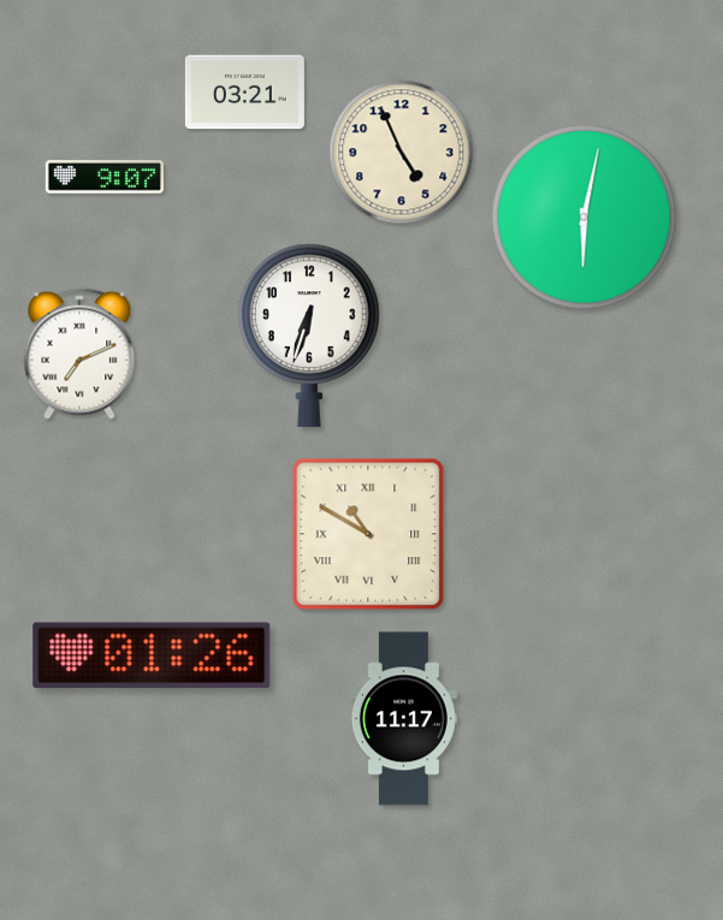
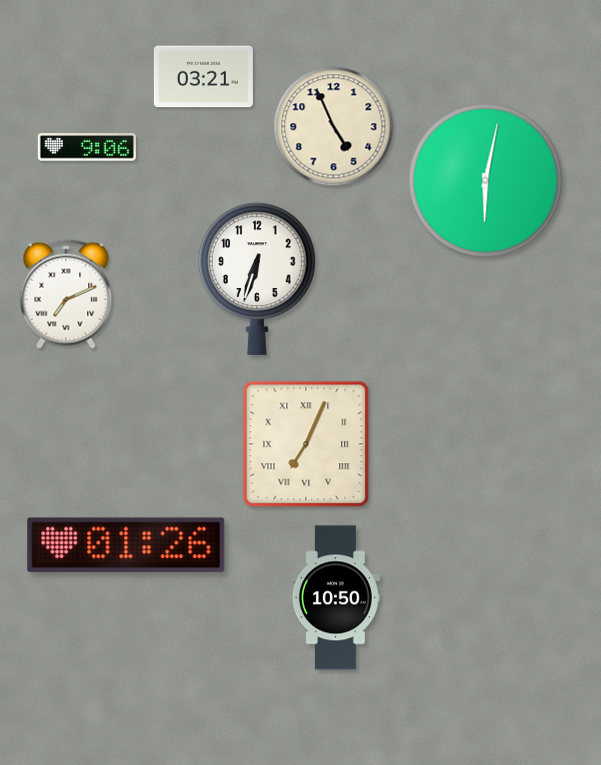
clock at (105, 177): 9:07 -> 9:06
clock at (368, 534): 10:50 -> 7:04
clock at (403, 719): 11:17 -> 10:50
